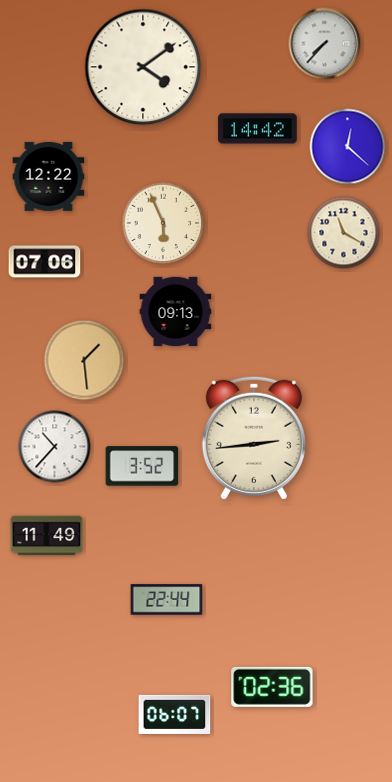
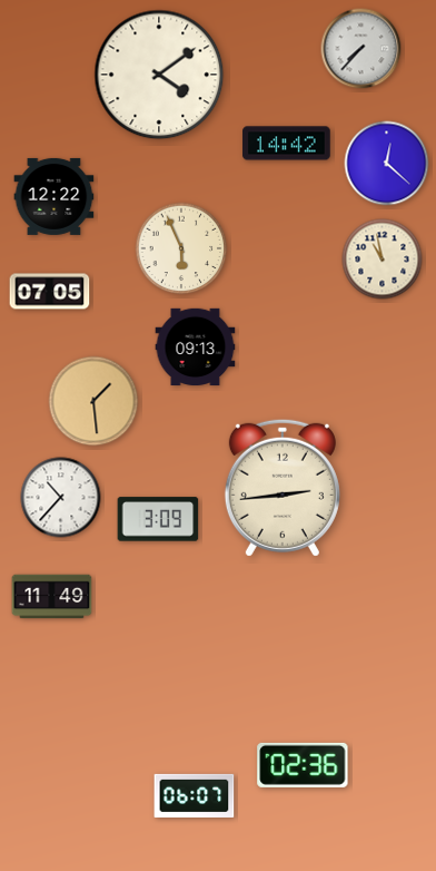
clock at (344, 233): 11:20 -> 10:58
clock at (45, 262): 07:06 -> 07:05
clock at (142, 466): 3:52 -> 3:09
clock at (167, 600): 22:44 -> none
